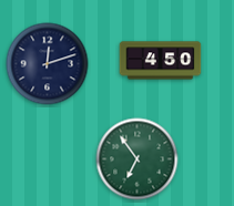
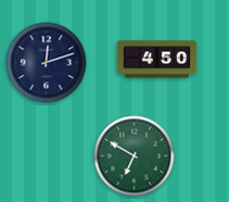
clock at (138, 159): 6:54 -> 6:50
